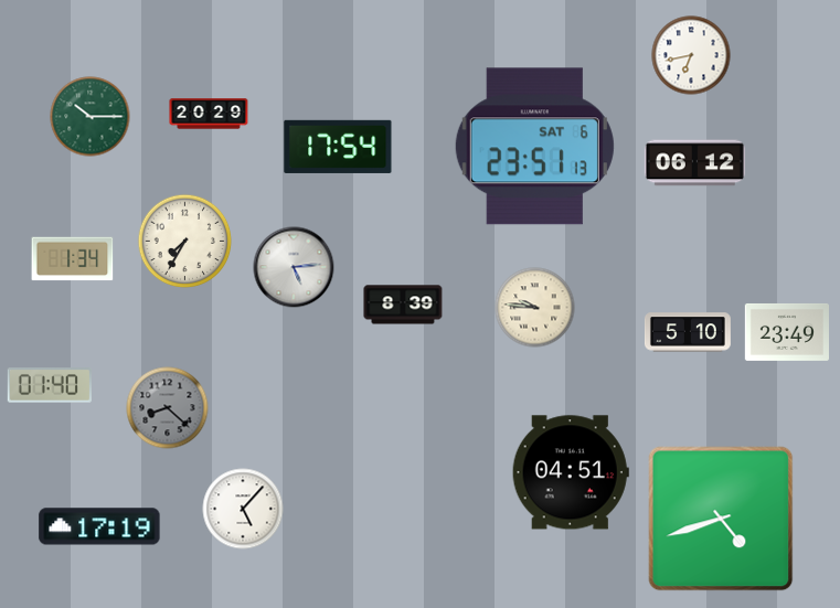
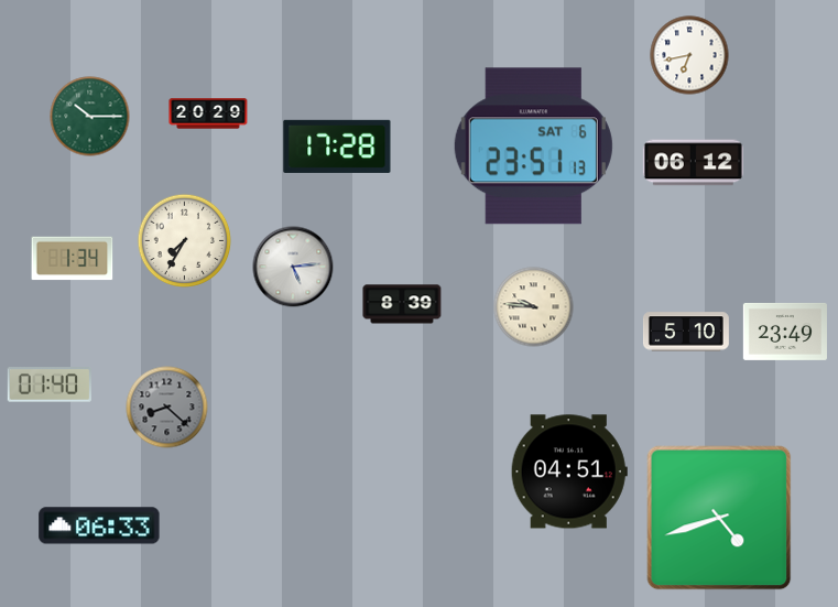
clock at (338, 147): 17:54 -> 17:28
clock at (243, 509): 5:07 -> none
clock at (99, 526): 17:19 -> 06:33
